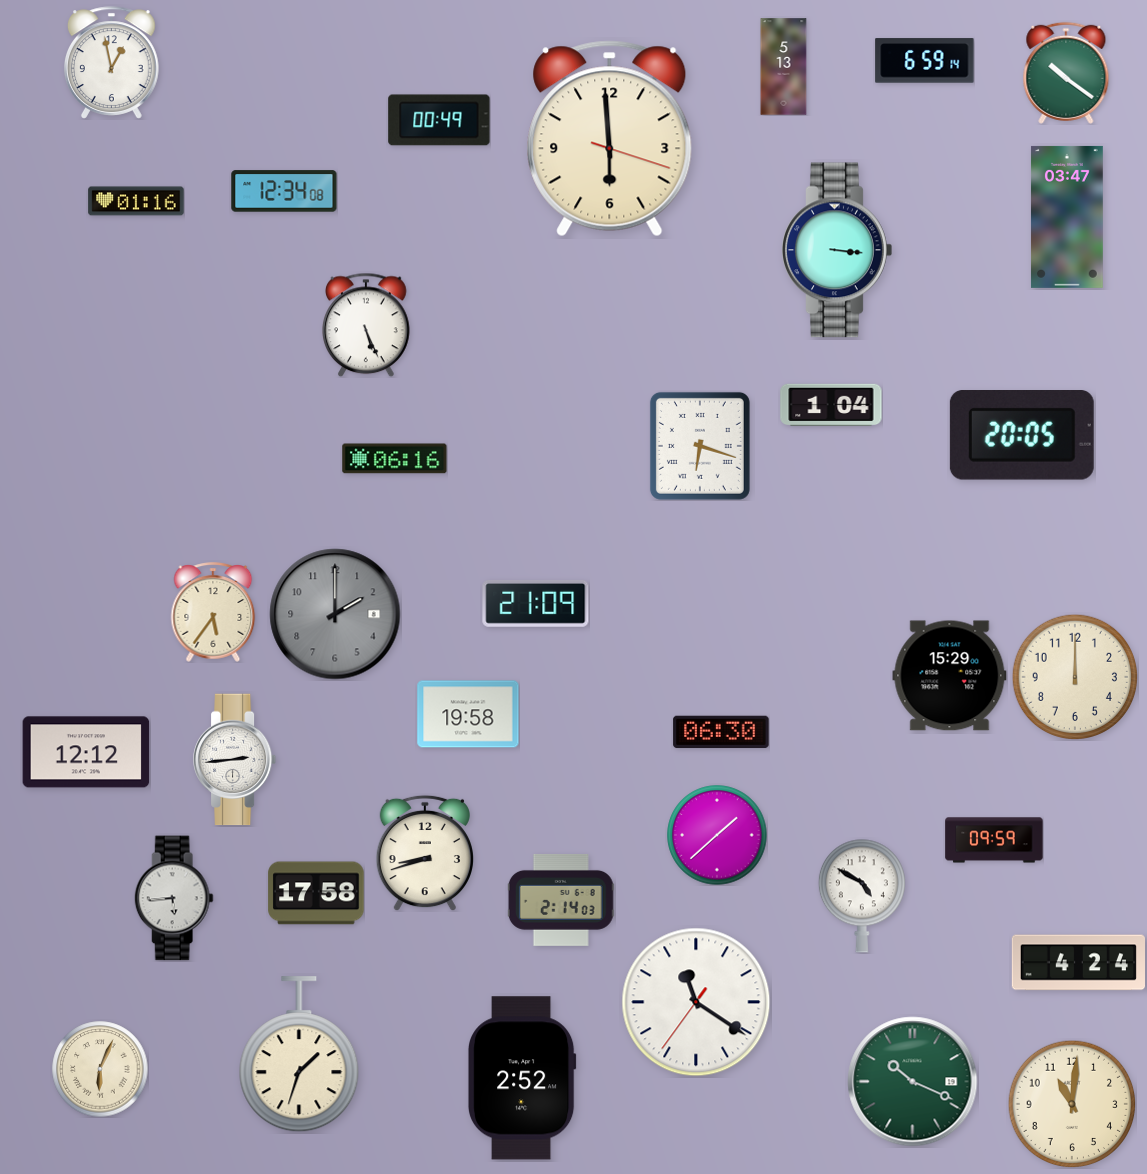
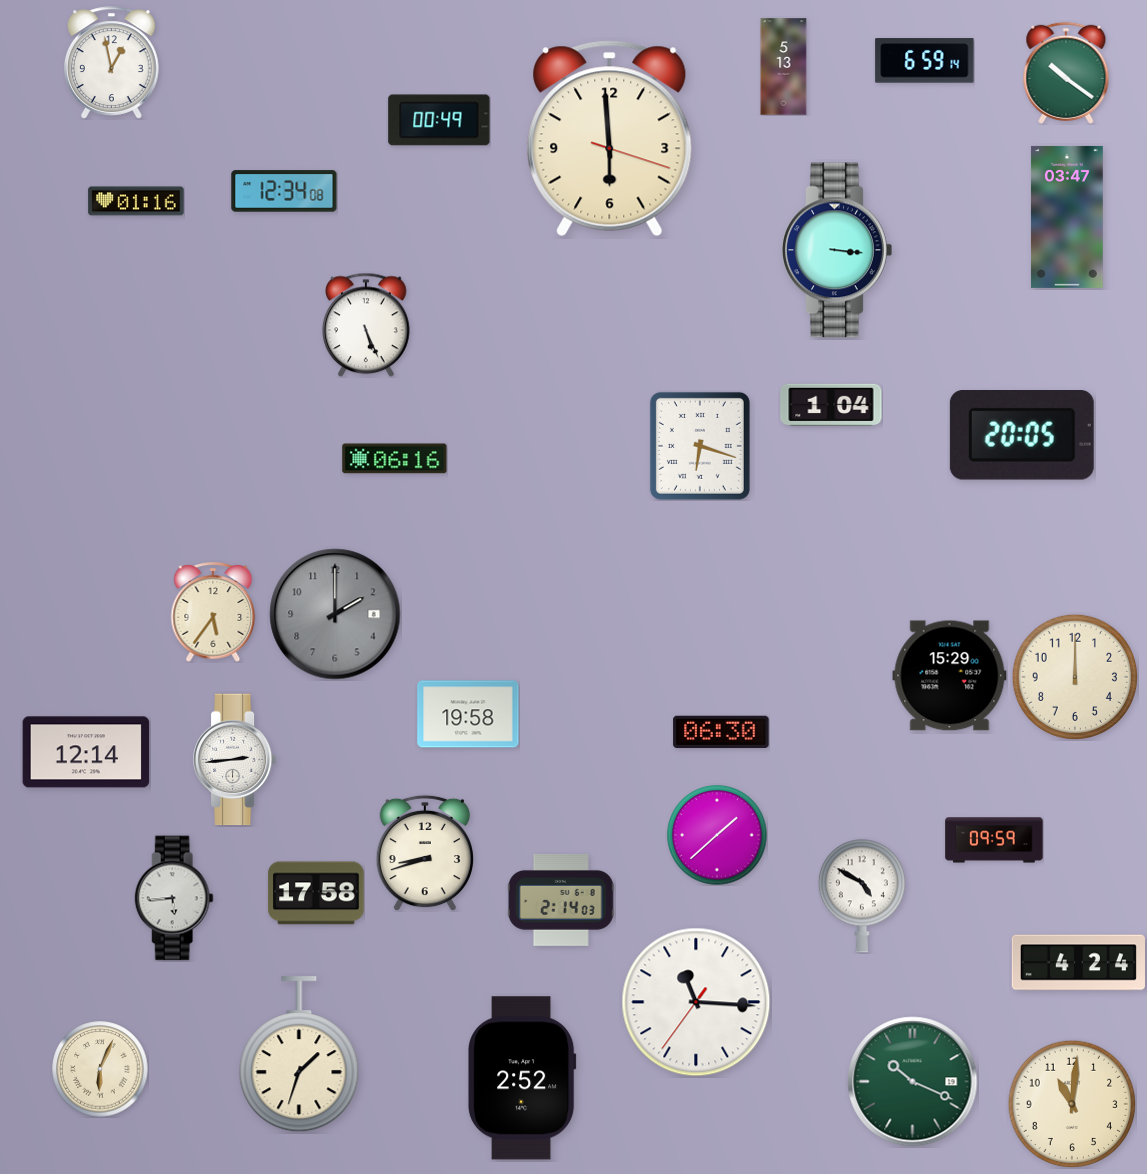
clock at (536, 603): 21:09 -> none
clock at (86, 752): 12:12 -> 12:14
clock at (696, 1002): 11:20 -> 11:15
